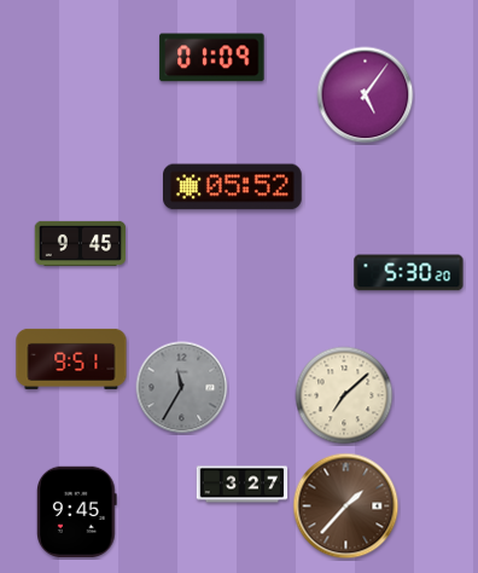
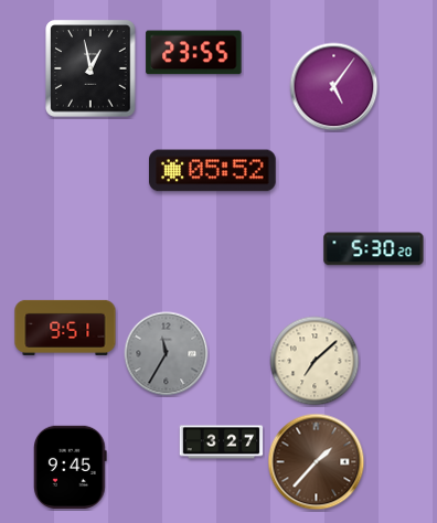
clock at (212, 58): 01:09 -> 23:55
clock at (90, 68): none -> 12:58
clock at (81, 243): 9:45 -> none
